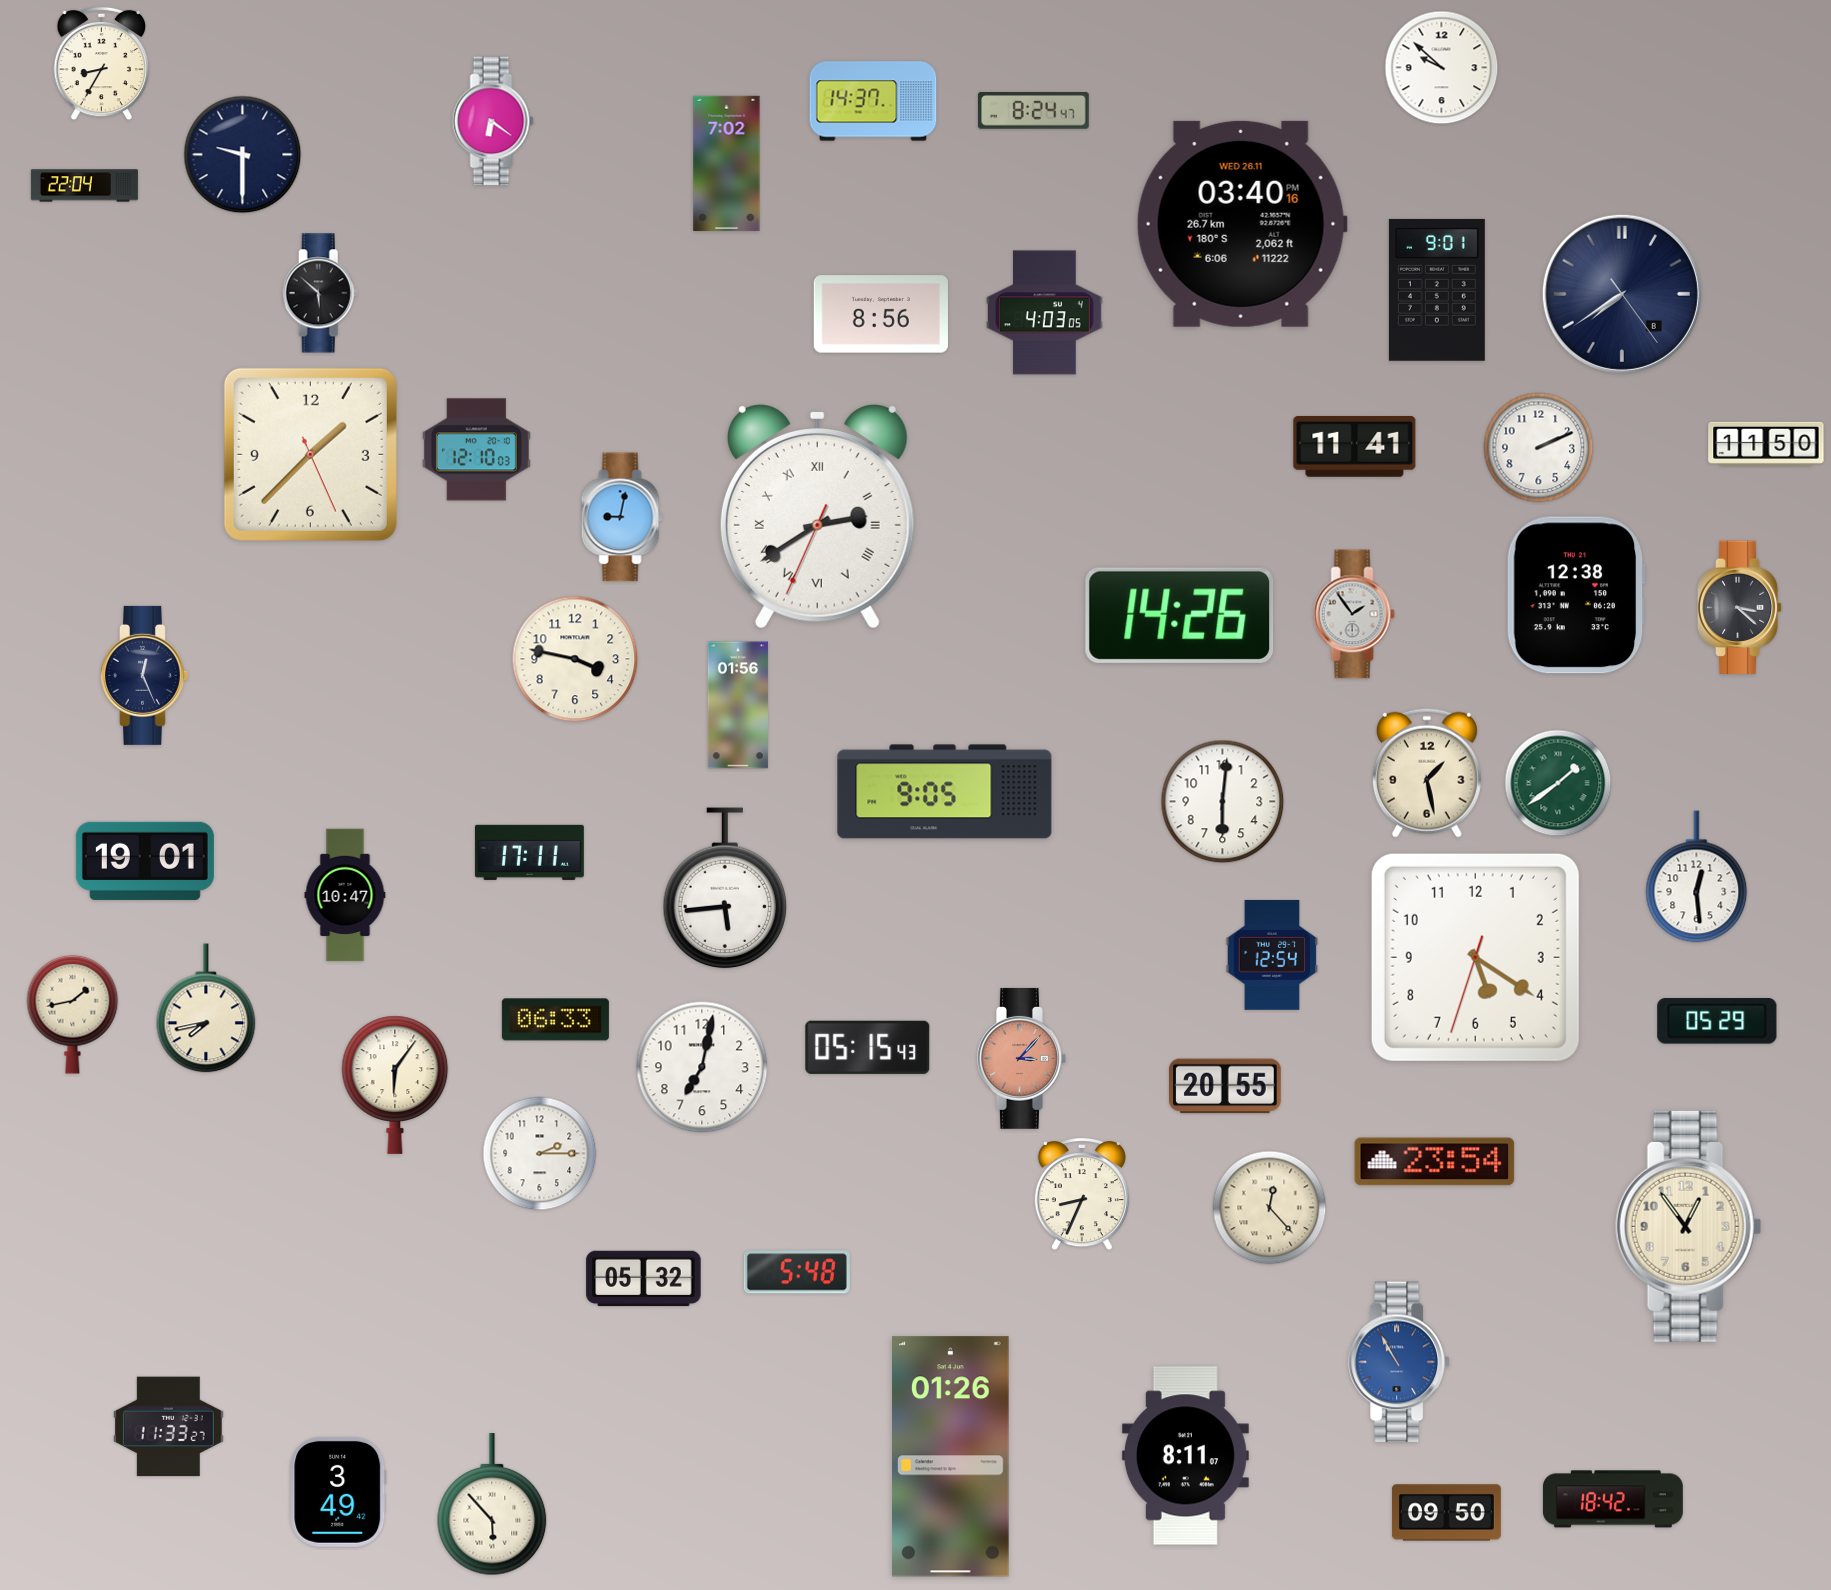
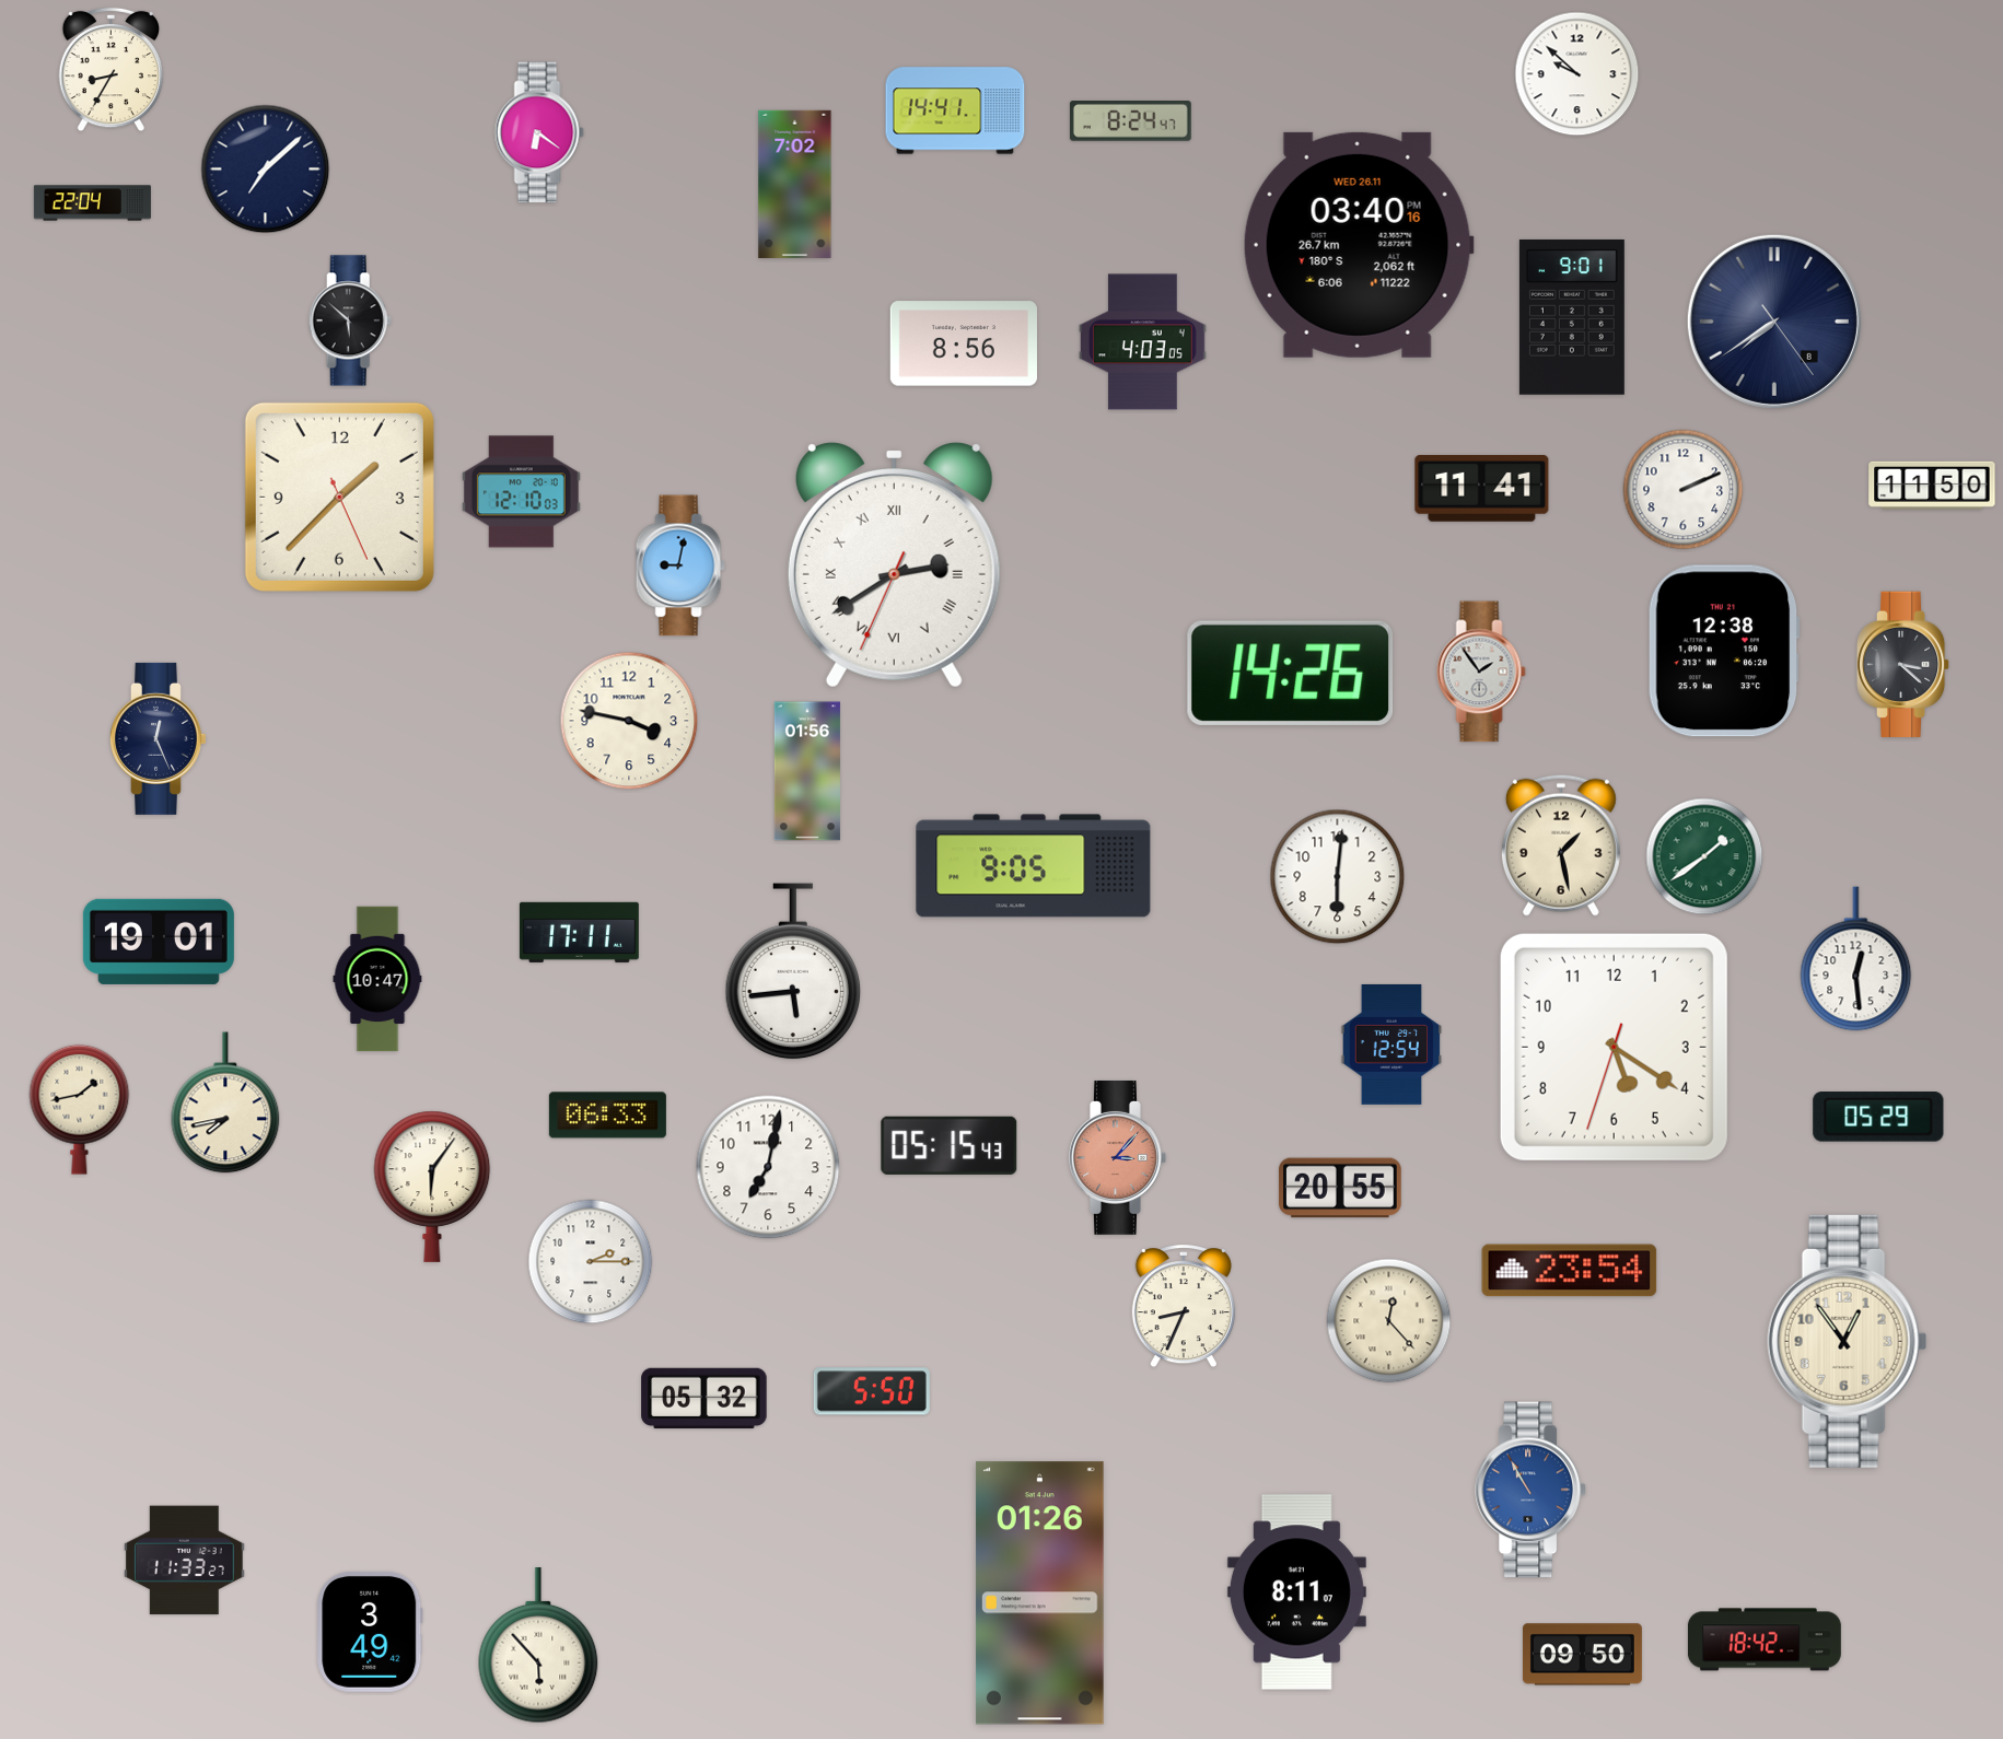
clock at (873, 101): 14:37 -> 14:41
clock at (243, 155): 9:30 -> 7:08
clock at (727, 163) position: (727, 163) -> (795, 184)
clock at (797, 1272): 5:48 -> 5:50
